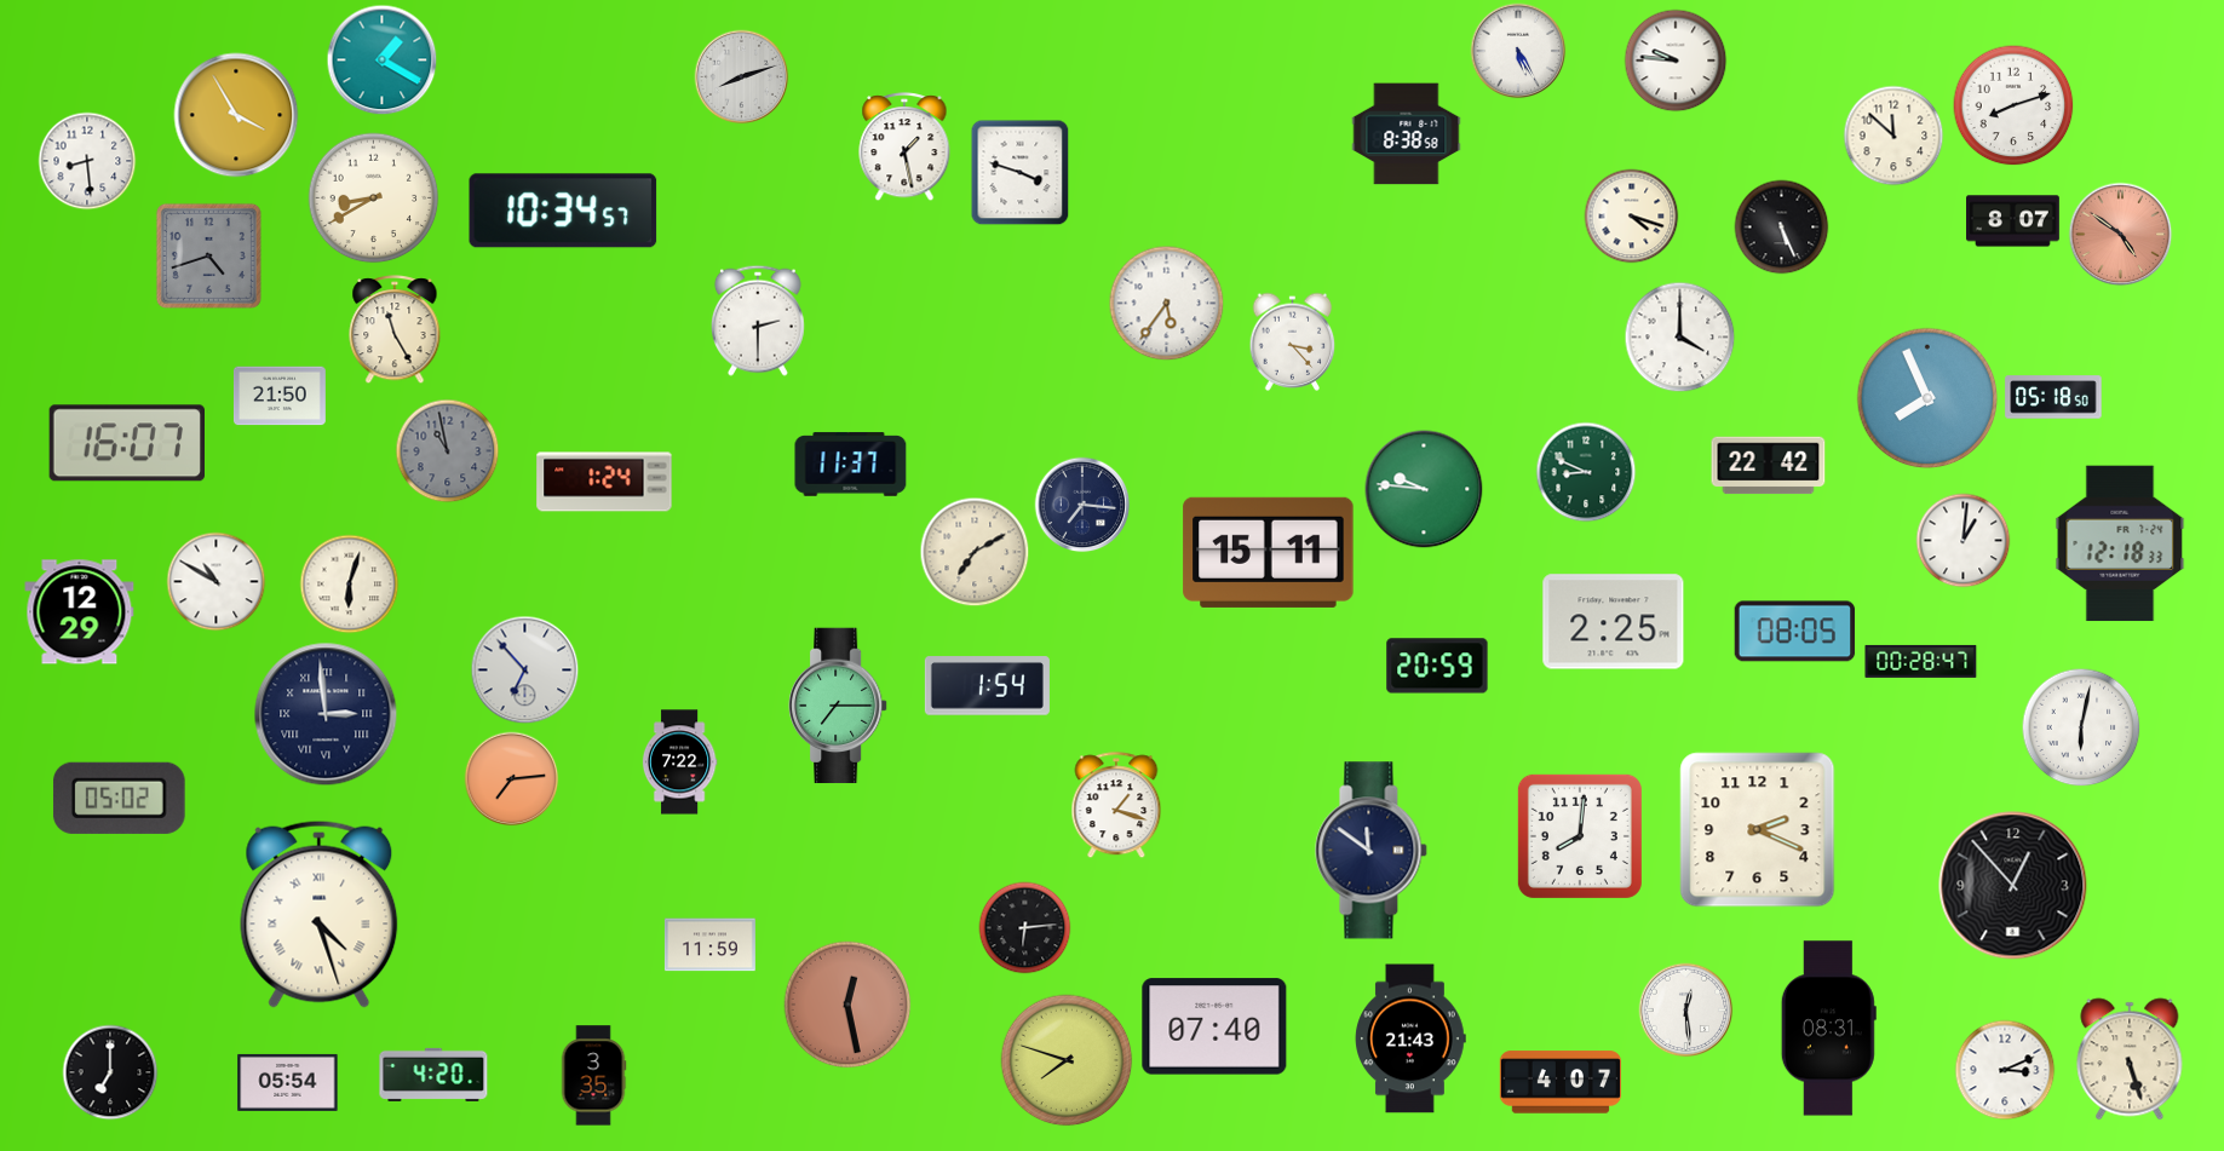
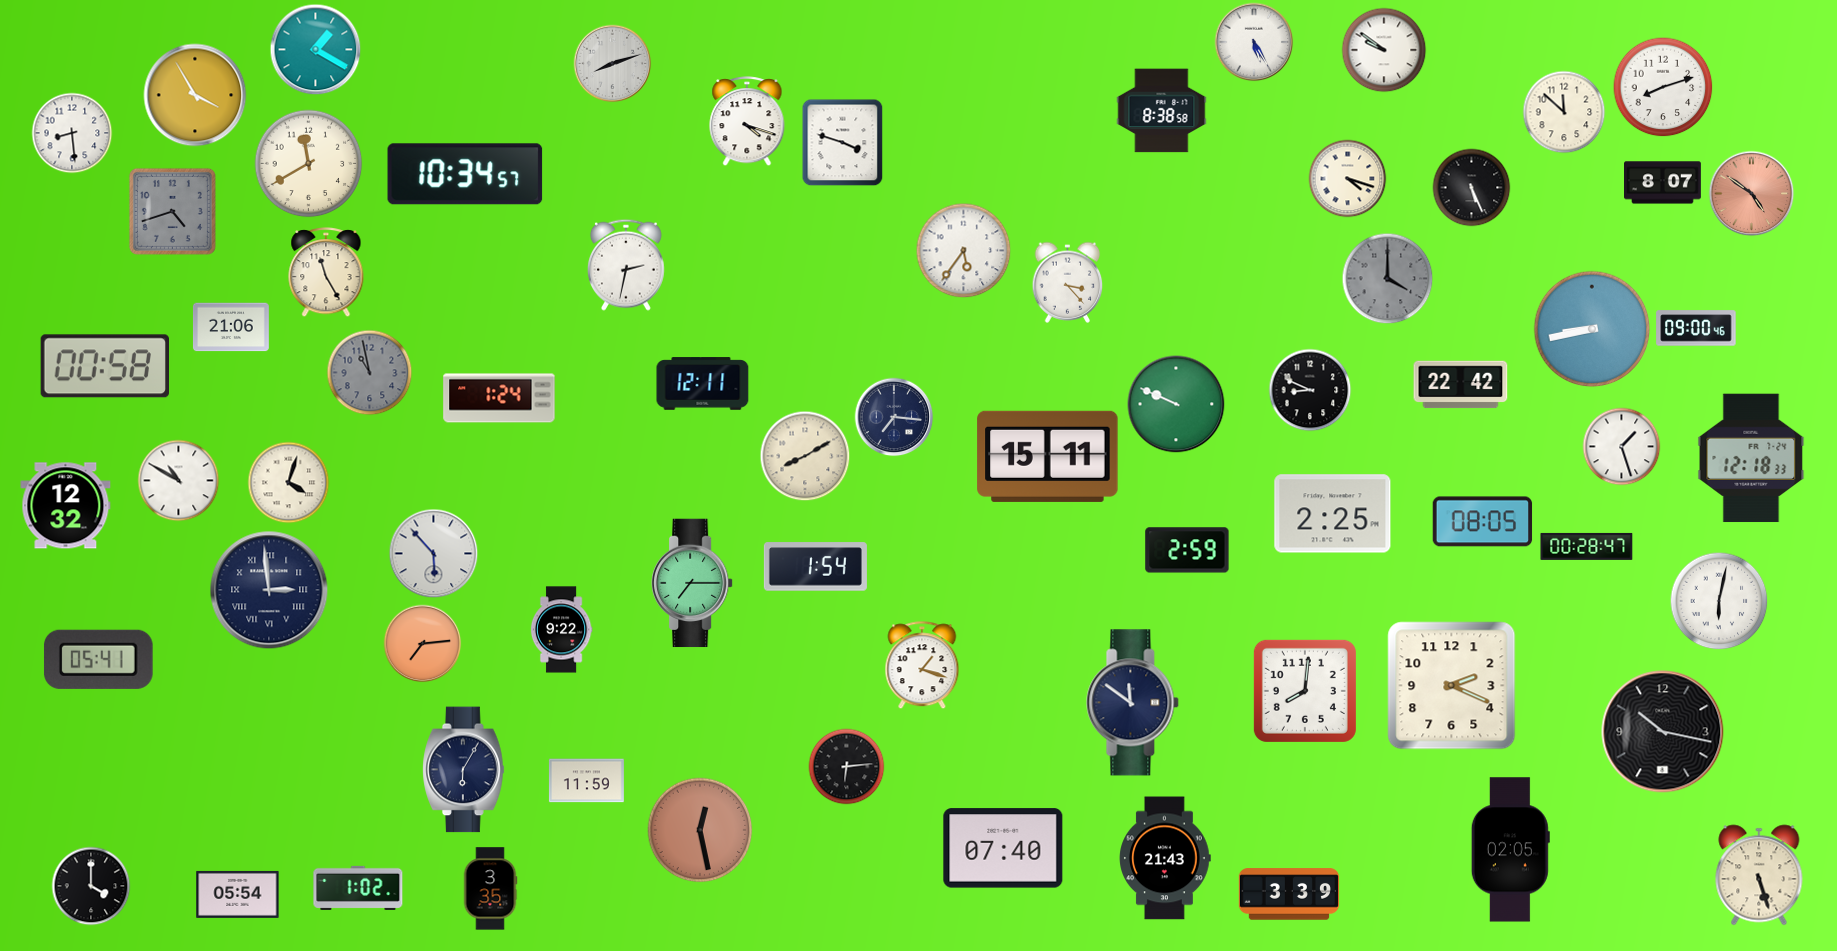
clock at (1676, 61): 9:46 -> 9:51
clock at (904, 148): 1:28 -> 4:18
clock at (374, 198): 8:40 -> 11:40
clock at (758, 321): 2:30 -> 2:32
clock at (1680, 338) dial: white -> grey
clock at (280, 396): 21:50 -> 21:06
clock at (2053, 397): 05:18 -> 09:00
clock at (1927, 398): 7:56 -> 8:43
clock at (126, 443): 16:07 -> 00:58
clock at (851, 465): 11:37 -> 12:11
clock at (1586, 472) dial: green -> black
clock at (1424, 489): 9:46 -> 9:49
clock at (1964, 541): 1:01 -> 1:27
clock at (2120, 543) position: (2120, 543) -> (1751, 458)
clock at (975, 552): 7:10 -> 8:10
clock at (350, 585): 6:03 -> 4:03
clock at (80, 612): 12:29 -> 12:32
clock at (1437, 666): 20:59 -> 2:59
clock at (525, 671): 6:53 -> 5:53
clock at (679, 762): 7:22 -> 9:22
clock at (119, 798): 05:02 -> 05:41
clock at (2013, 886): 12:53 -> 10:17
clock at (320, 914): 4:27 -> none
clock at (464, 770): none -> 6:05
clock at (1686, 1011): 12:29 -> none
clock at (1828, 1029): 08:31 -> 02:05
clock at (1067, 1060): 7:48 -> none
clock at (2005, 1070): 3:11 -> none
clock at (110, 1072): 7:00 -> 4:00
clock at (433, 1075): 4:20 -> 1:02
clock at (1561, 1082): 4:07 -> 3:39
